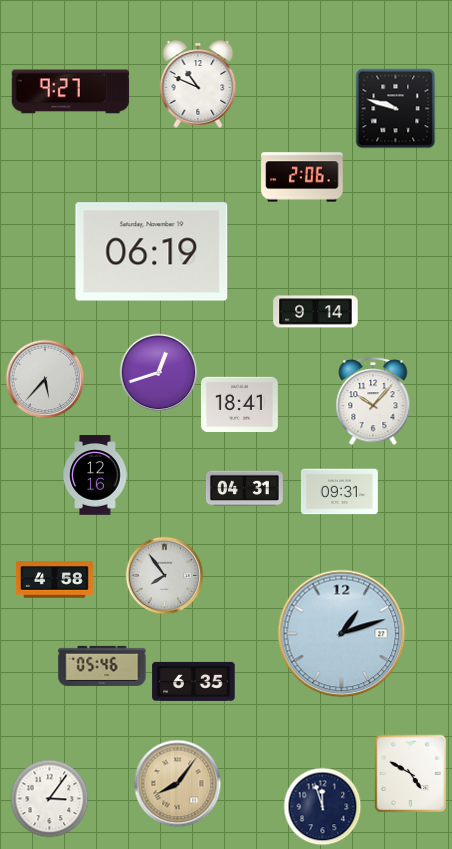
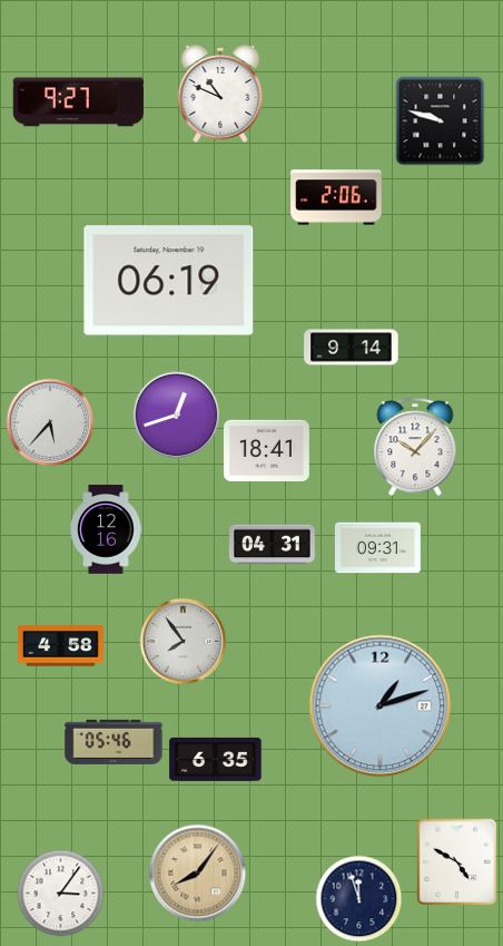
clock at (49, 798) position: (49, 798) -> (60, 893)
